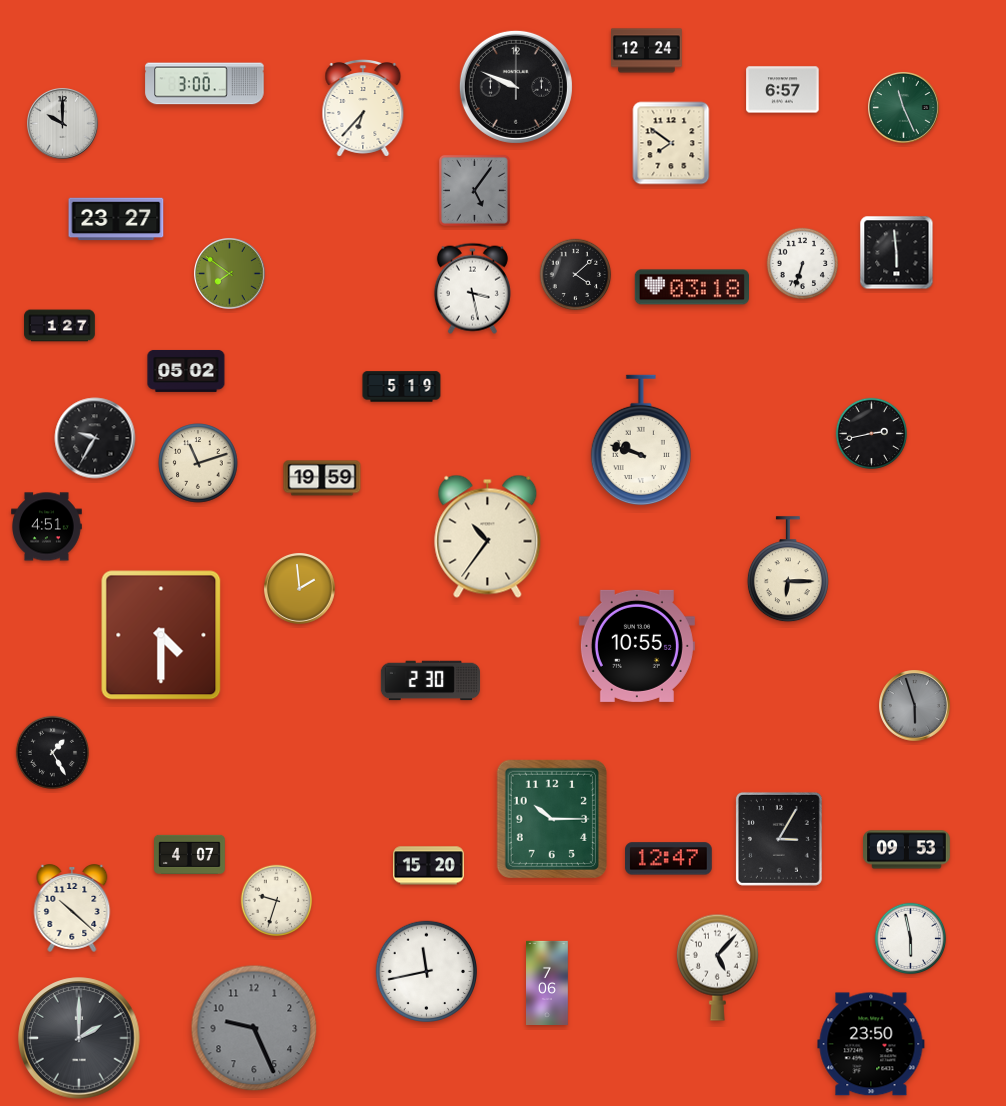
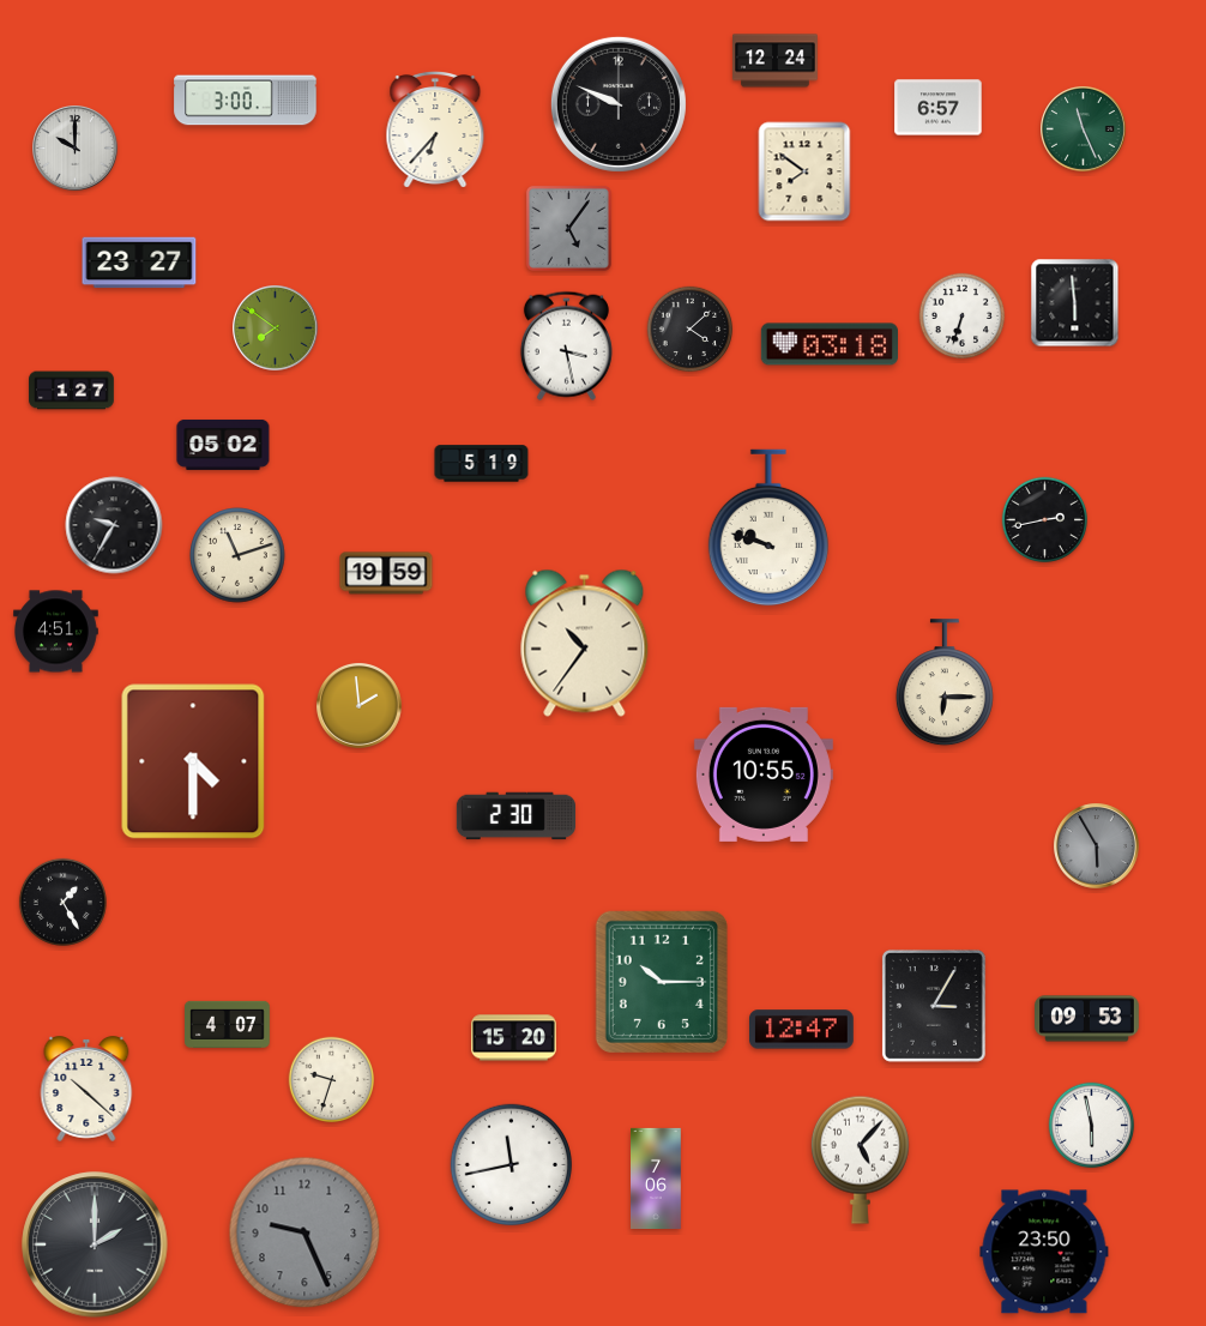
clock at (915, 706): 5:57 -> 5:55
